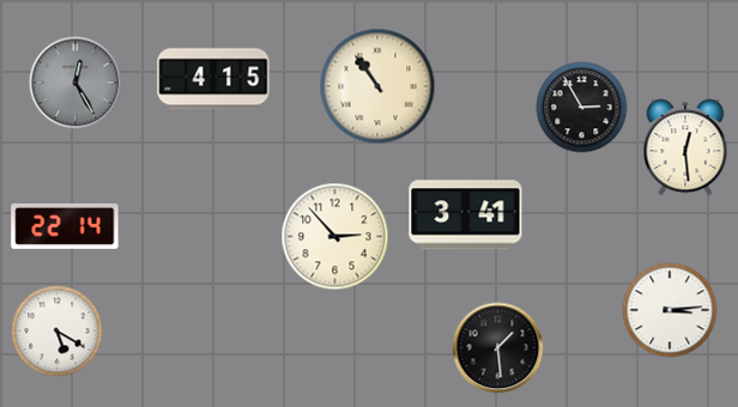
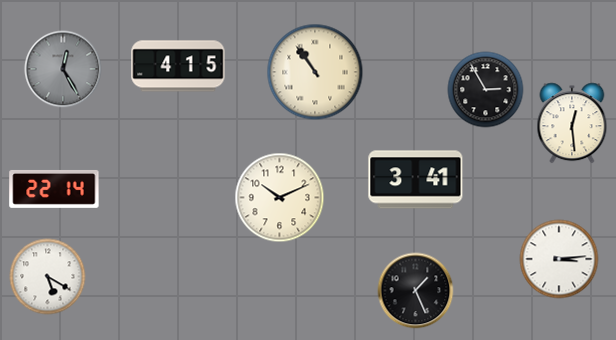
clock at (466, 215) position: (466, 215) -> (416, 180)
clock at (335, 237): 2:53 -> 10:11
clock at (498, 348): 1:29 -> 1:26
